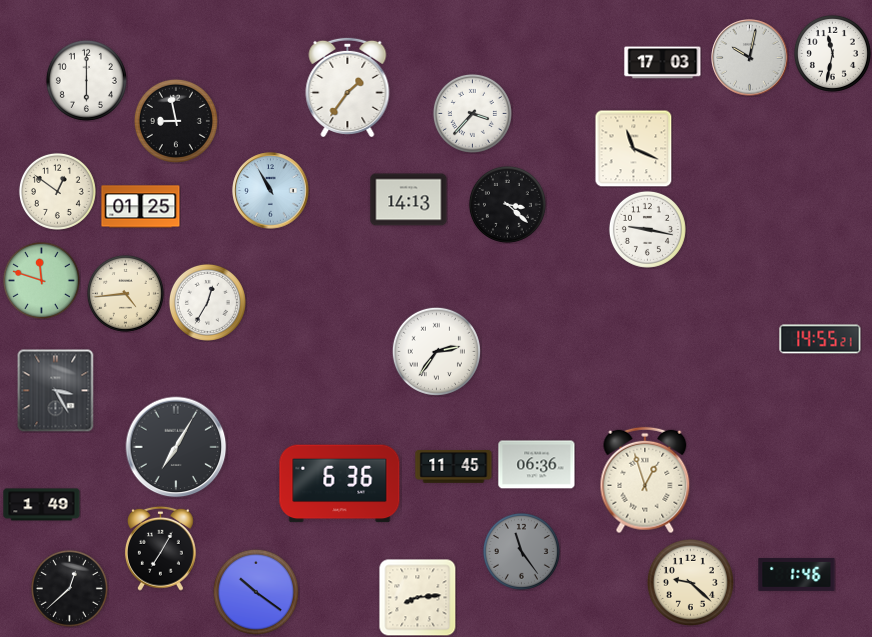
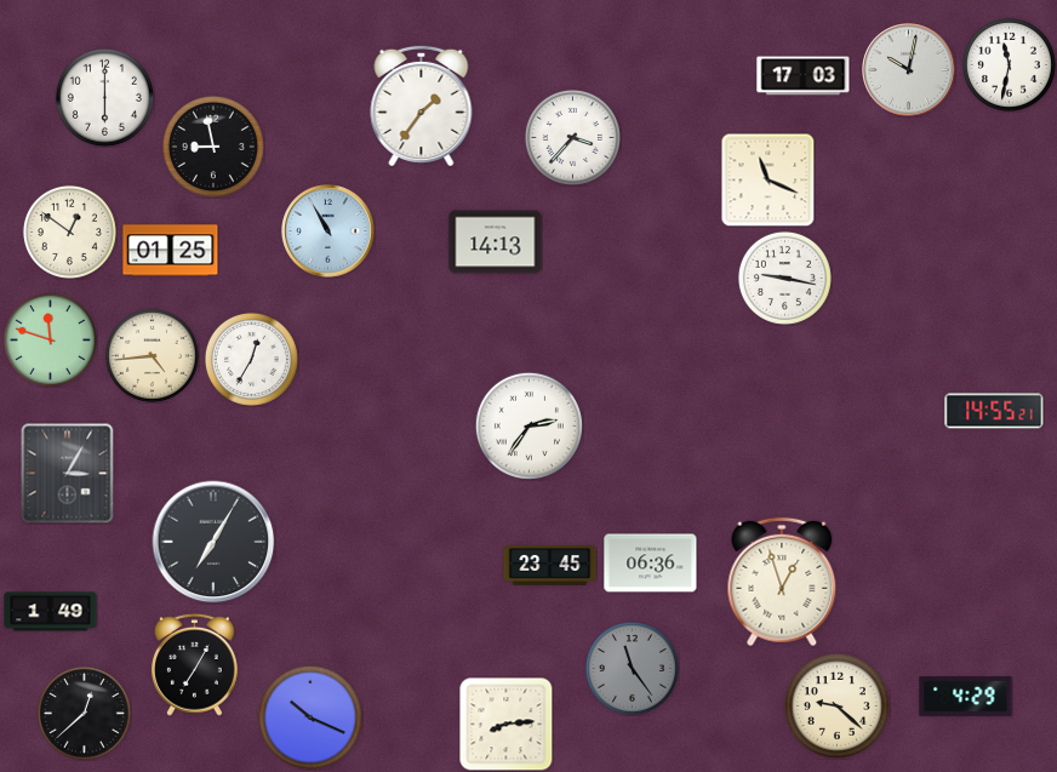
clock at (507, 204): 3:22 -> none
clock at (207, 302) position: (207, 302) -> (251, 359)
clock at (56, 390): 3:25 -> 3:05
clock at (454, 467): 11:45 -> 23:45
clock at (340, 484): 6:36 -> none
clock at (797, 574): 1:46 -> 4:29
clock at (256, 592): 10:21 -> 10:19
